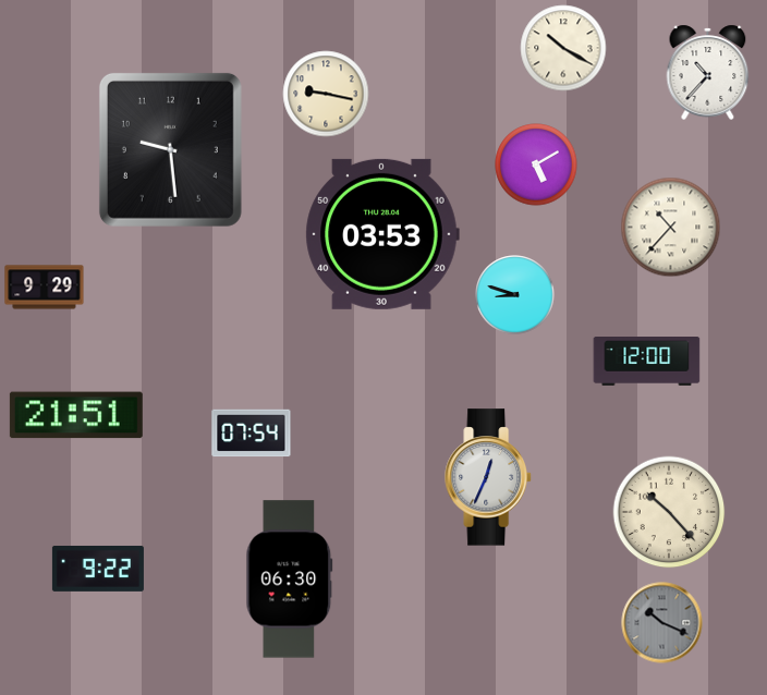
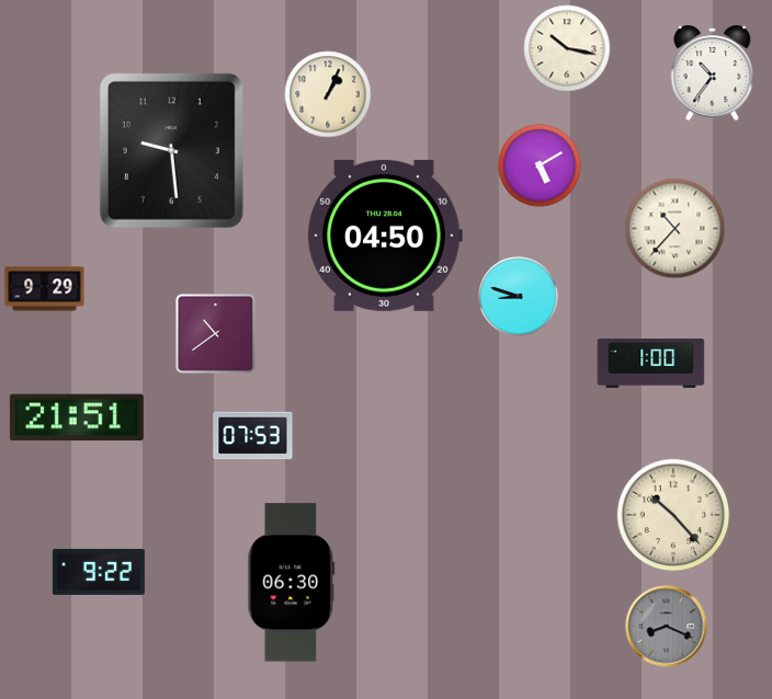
clock at (563, 48): 10:20 -> 10:17
clock at (708, 72): 10:37 -> 10:36
clock at (326, 94): 9:17 -> 1:04
clock at (382, 234): 03:53 -> 04:50
clock at (215, 333): none -> 10:39
clock at (647, 362): 12:00 -> 1:00
clock at (252, 434): 07:54 -> 07:53
clock at (488, 477): 12:34 -> none
clock at (662, 623): 10:19 -> 8:19
